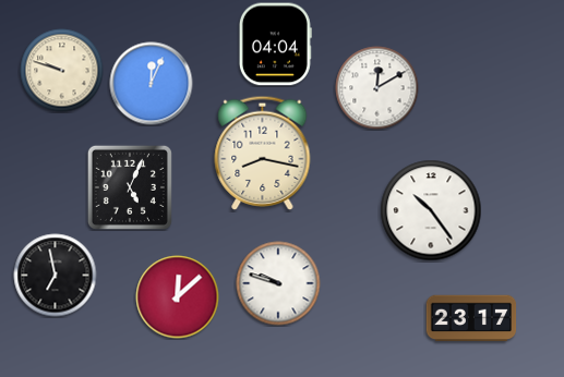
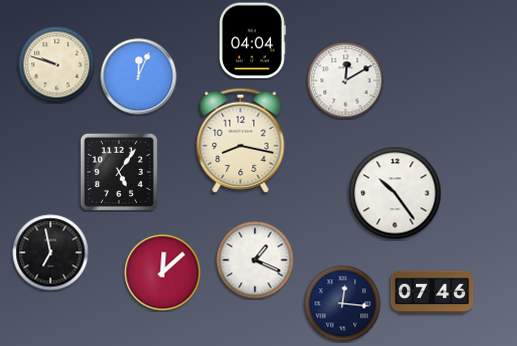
clock at (130, 187): 5:04 -> 5:06
clock at (278, 283): 9:48 -> 1:19
clock at (471, 318): 23:17 -> 07:46
clock at (343, 304): none -> 12:16
